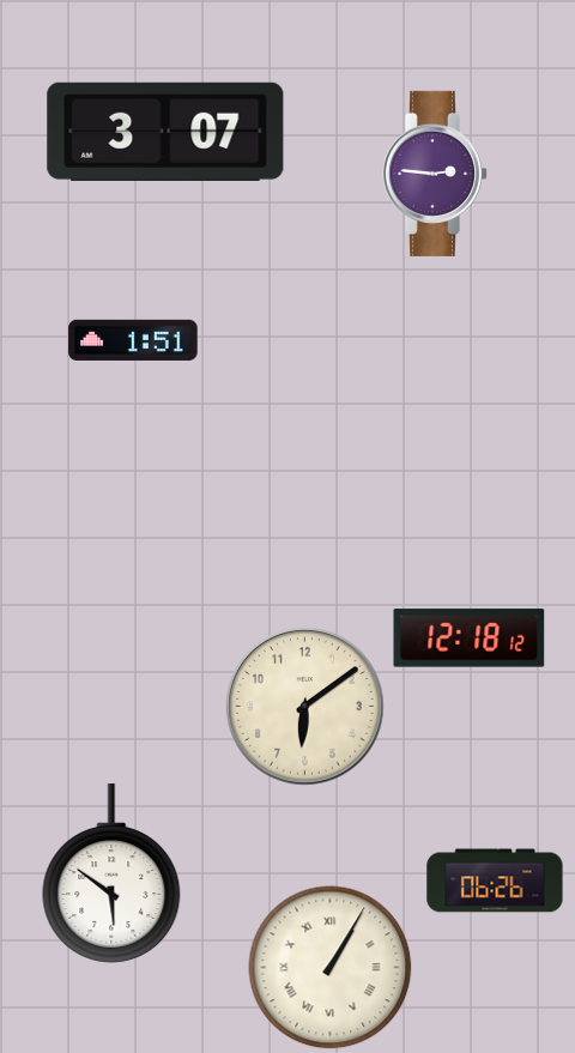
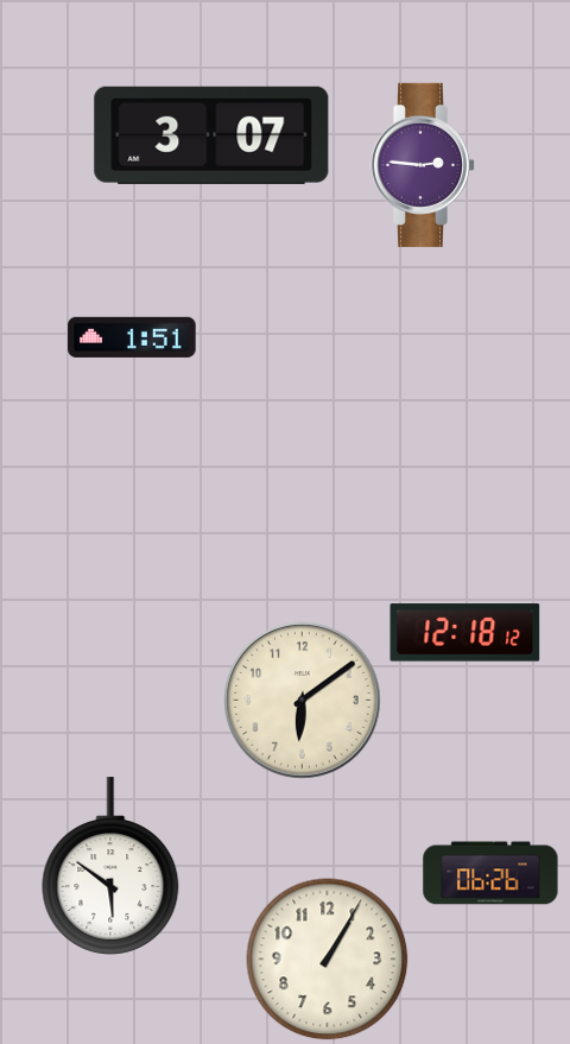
clock at (165, 132) position: (165, 132) -> (211, 135)
clock at (434, 174) position: (434, 174) -> (422, 165)
clock at (331, 968) numerals: Roman -> Arabic
